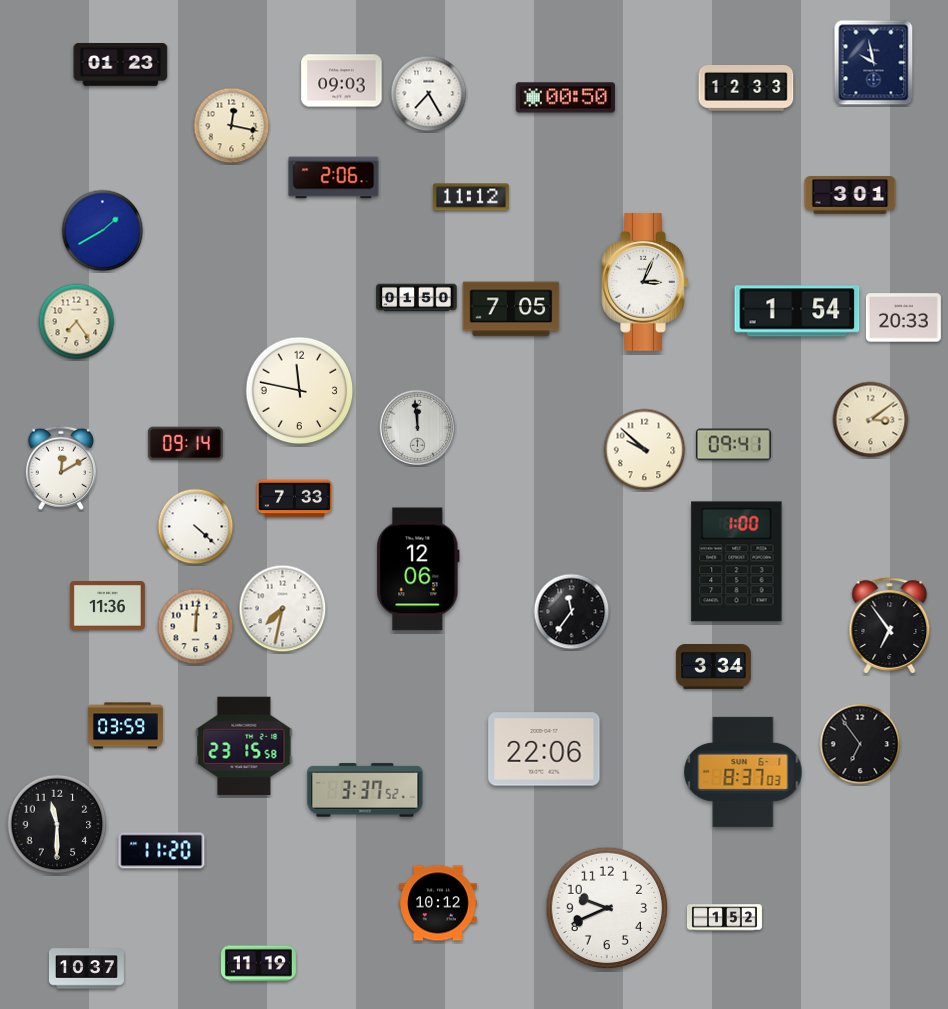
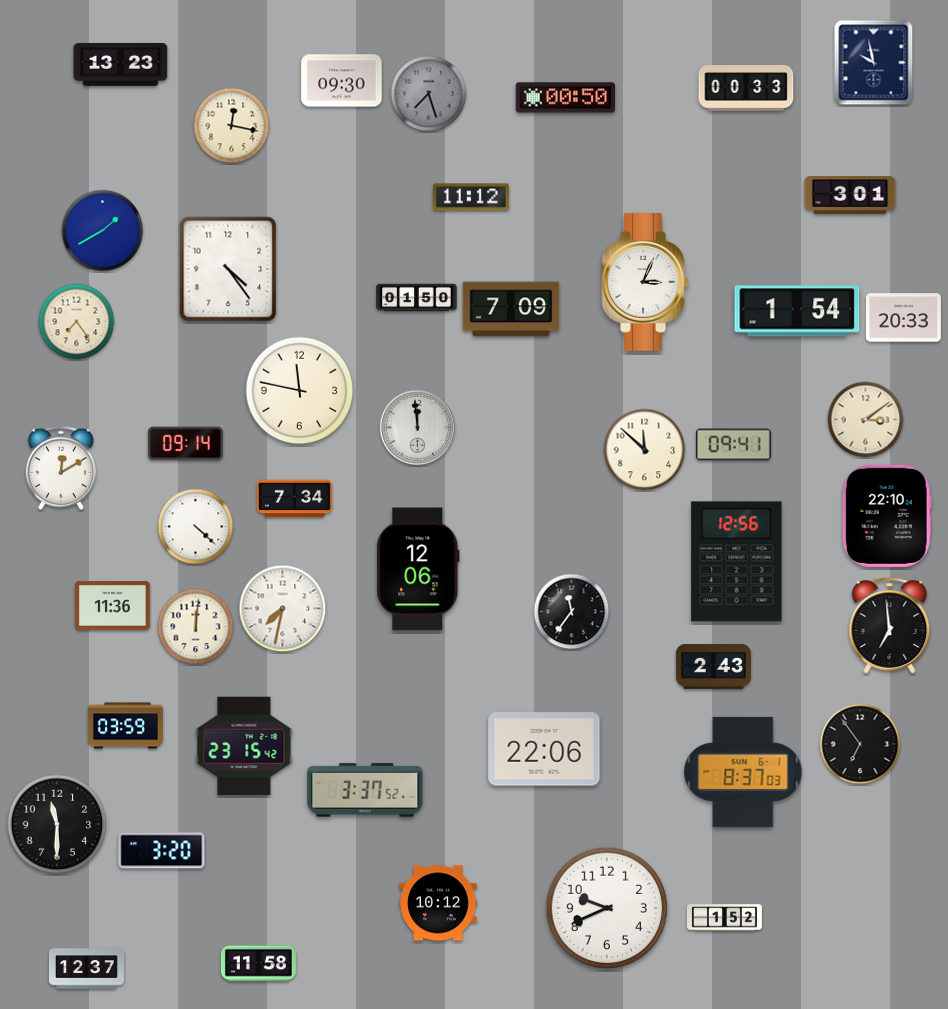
clock at (121, 65): 01:23 -> 13:23
clock at (342, 81): 09:03 -> 09:30
clock at (746, 89): 12:33 -> 00:33
clock at (429, 94): 7:25 -> 7:27
clock at (429, 94) dial: white -> grey
clock at (334, 178): 2:06 -> none
clock at (228, 269): none -> 4:24
clock at (511, 309): 7:05 -> 7:09
clock at (871, 420) position: (871, 420) -> (866, 420)
clock at (645, 450): 9:52 -> 11:52
clock at (294, 499): 7:33 -> 7:34
clock at (887, 516): none -> 22:10
clock at (737, 562): 1:00 -> 12:56
clock at (107, 606) position: (107, 606) -> (112, 606)
clock at (890, 626): 6:54 -> 6:59
clock at (713, 667): 3:34 -> 2:43
clock at (244, 746): 23:15:58 -> 23:15:42
clock at (162, 851): 11:20 -> 3:20
clock at (258, 964): 11:19 -> 11:58
clock at (86, 969): 10:37 -> 12:37
